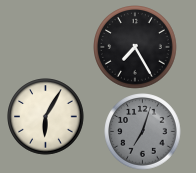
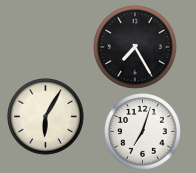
clock at (143, 132) dial: grey -> white
